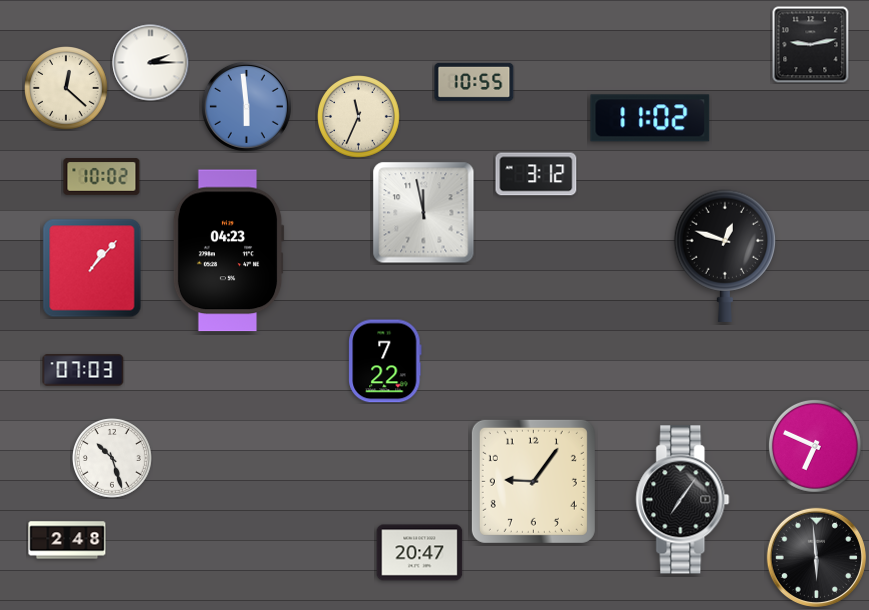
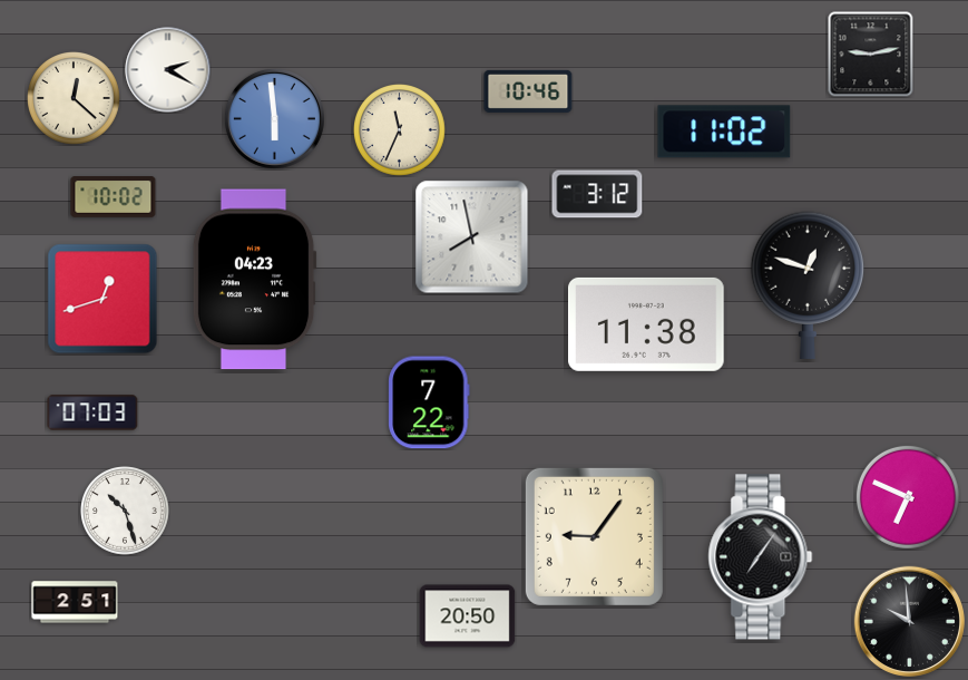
clock at (811, 45) position: (811, 45) -> (871, 55)
clock at (151, 63): 2:15 -> 2:20
clock at (474, 82): 10:55 -> 10:46
clock at (424, 213): 11:58 -> 7:58
clock at (92, 268): 1:07 -> 12:42
clock at (647, 324): none -> 11:38
clock at (67, 540): 2:48 -> 2:51
clock at (420, 553): 20:47 -> 20:50
clock at (816, 557): 5:59 -> 9:59
